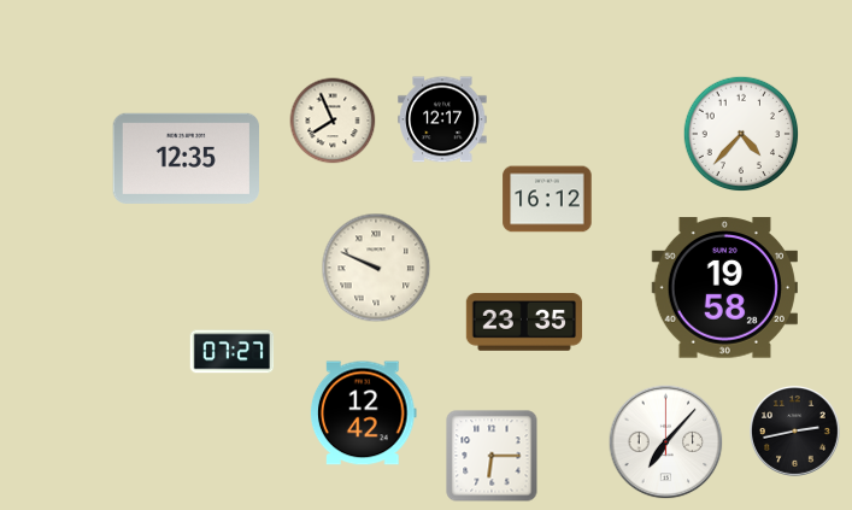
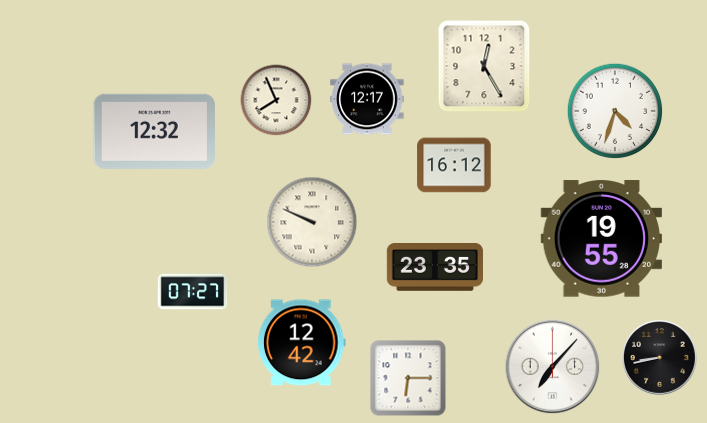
clock at (484, 66): none -> 12:25
clock at (741, 134): 4:37 -> 4:33
clock at (186, 158): 12:35 -> 12:32
clock at (724, 288): 19:58 -> 19:55
clock at (795, 432): 2:43 -> 8:43
